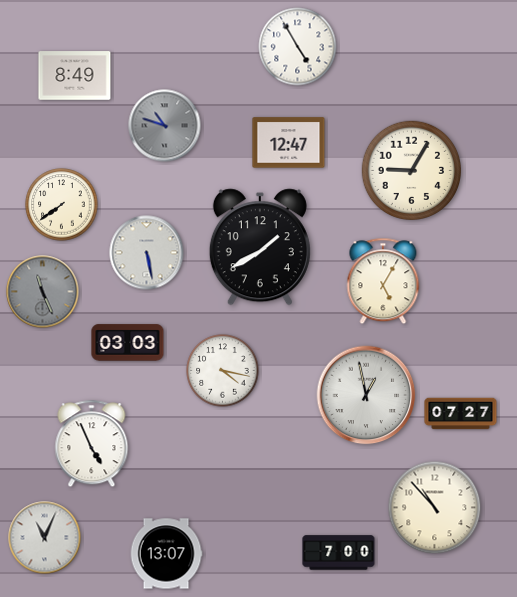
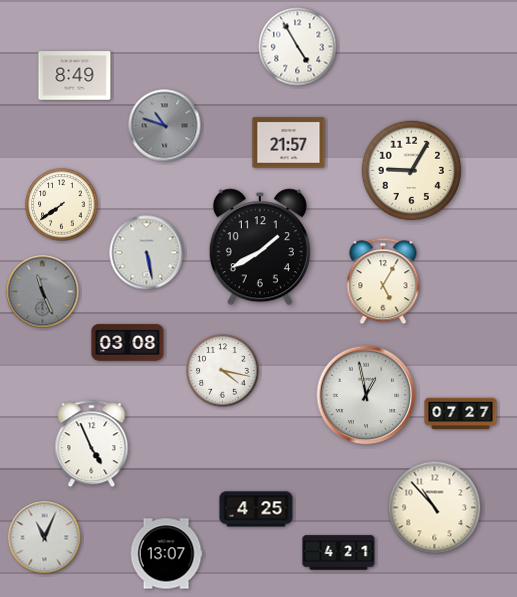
clock at (289, 143): 12:47 -> 21:57
clock at (128, 343): 03:03 -> 03:08
clock at (256, 509): none -> 4:25
clock at (339, 553): 7:00 -> 4:21
